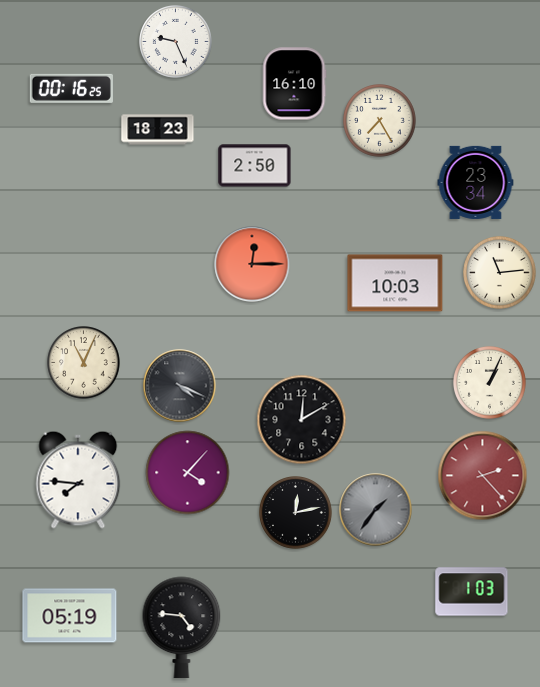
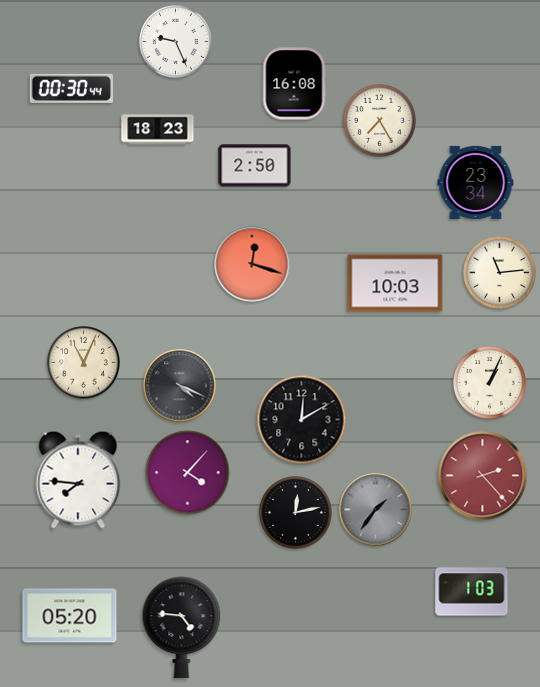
clock at (294, 84): 16:10 -> 16:08
clock at (71, 88): 00:16 -> 00:30
clock at (252, 264): 12:15 -> 12:18
clock at (70, 616): 05:19 -> 05:20
